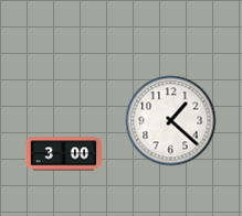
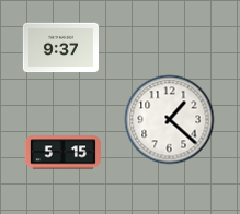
clock at (60, 48): none -> 9:37
clock at (63, 154): 3:00 -> 5:15
